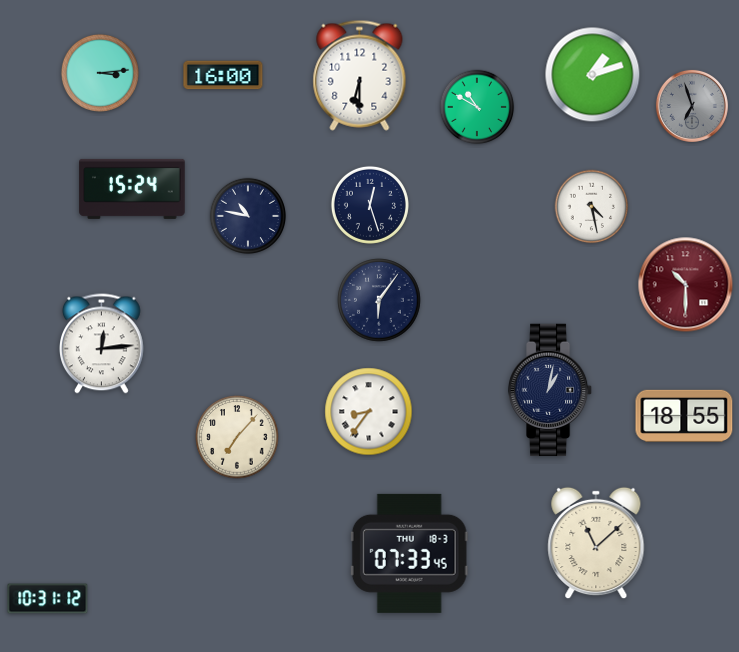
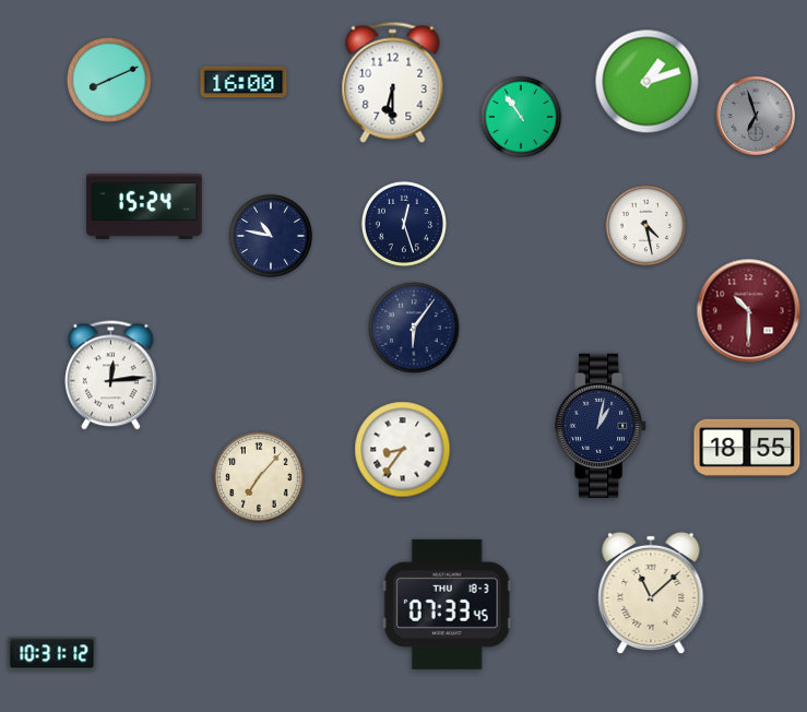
clock at (100, 73): 3:14 -> 8:11
clock at (477, 107): 10:50 -> 10:54
clock at (684, 416) position: (684, 416) -> (747, 448)
